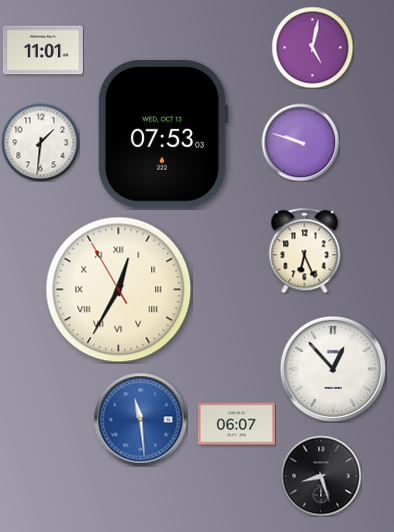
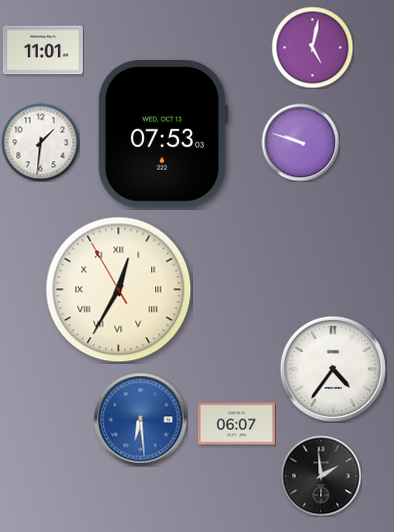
clock at (305, 250): 6:26 -> none
clock at (333, 369): 12:53 -> 4:36
clock at (140, 419): 11:29 -> 6:29
clock at (321, 476): 8:27 -> 1:59
